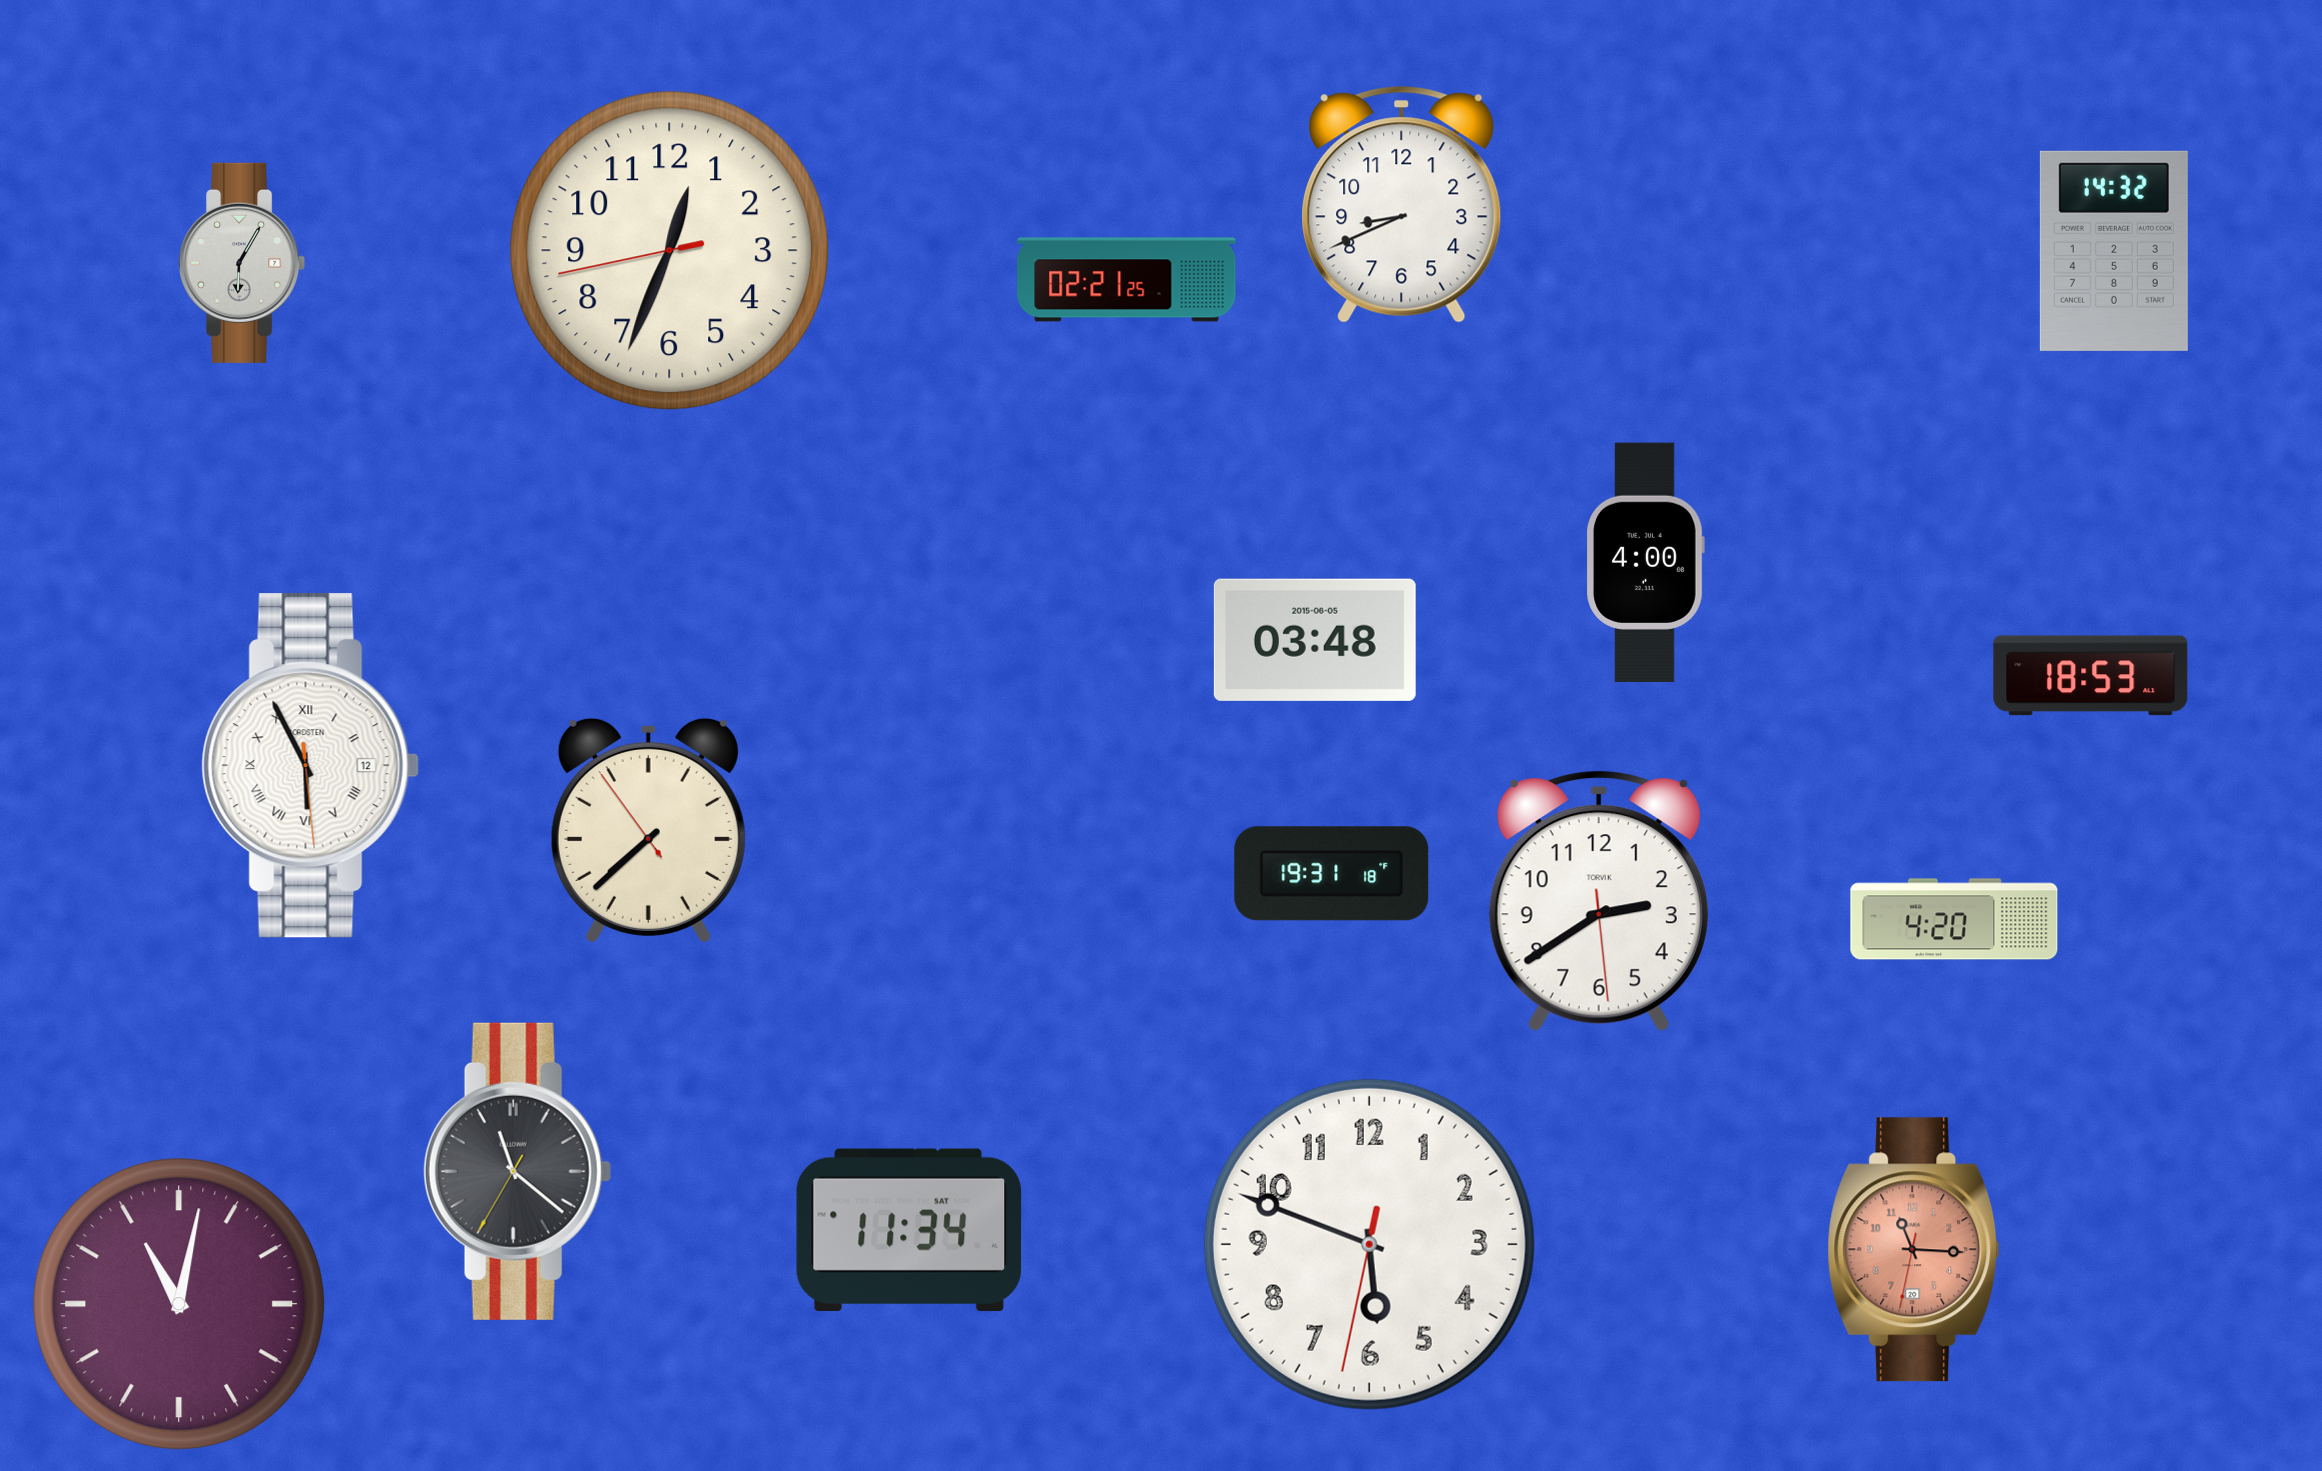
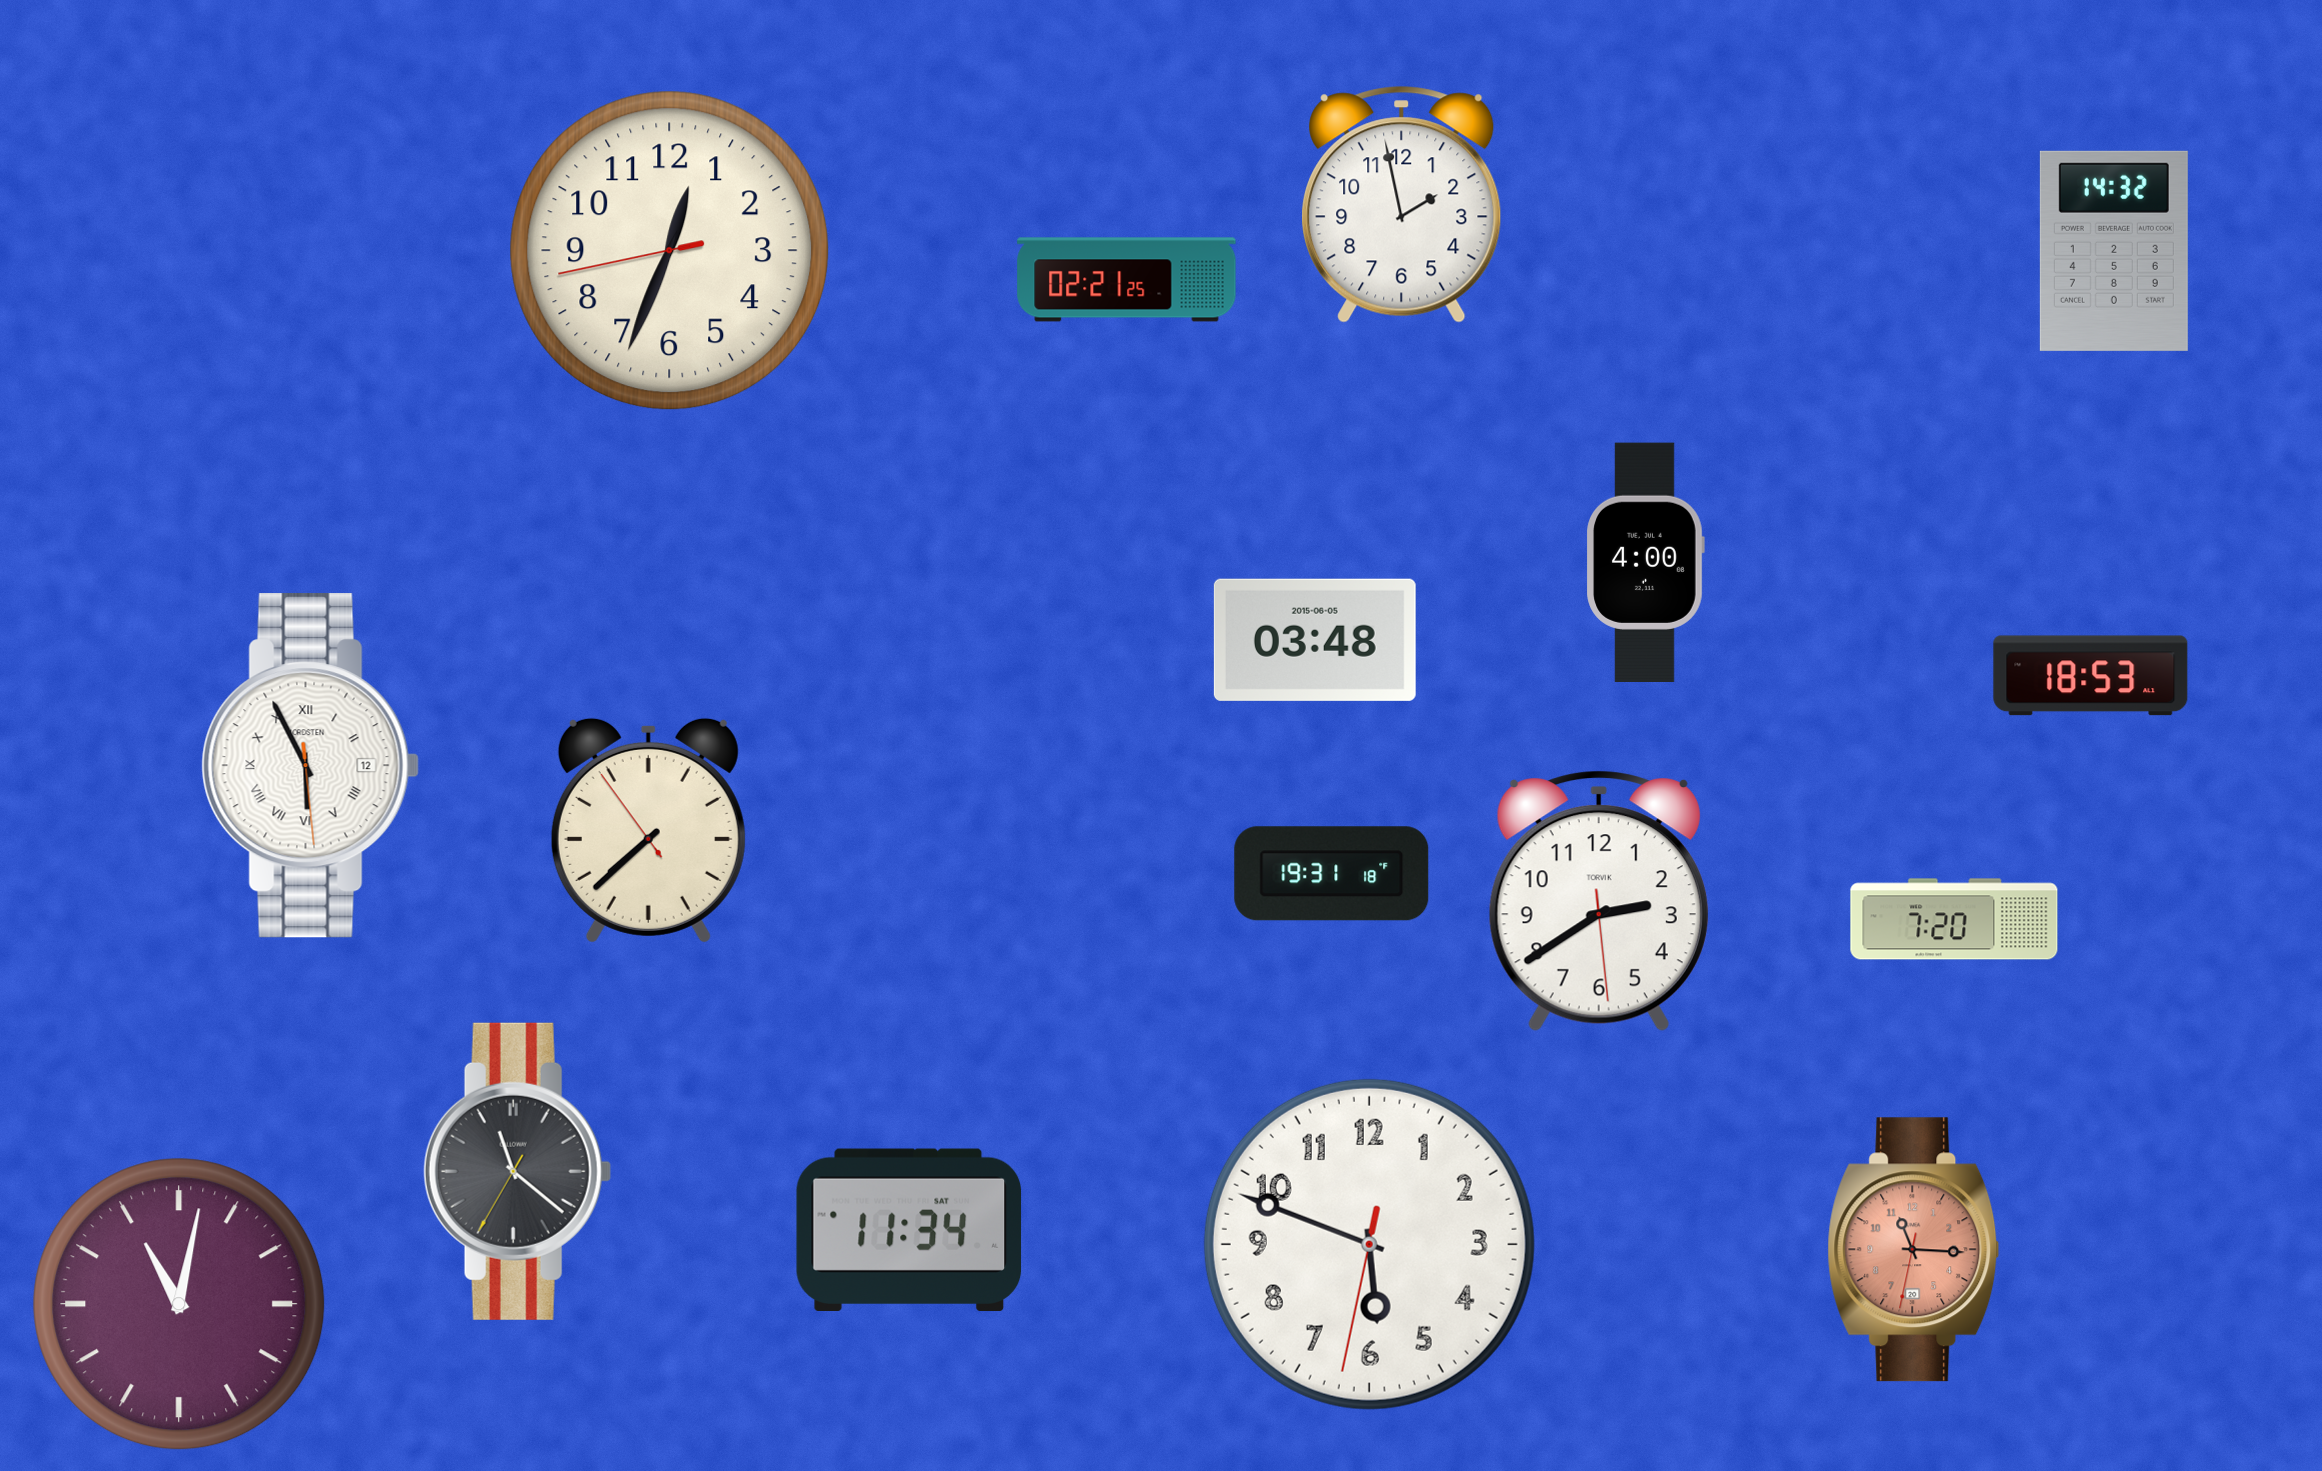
clock at (1402, 205): 8:41 -> 1:58
clock at (242, 263): 6:05 -> none
clock at (1954, 919): 4:20 -> 7:20
